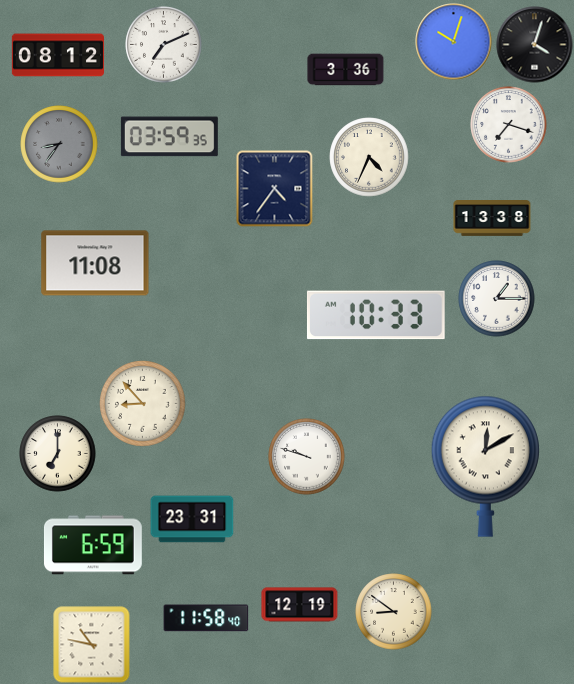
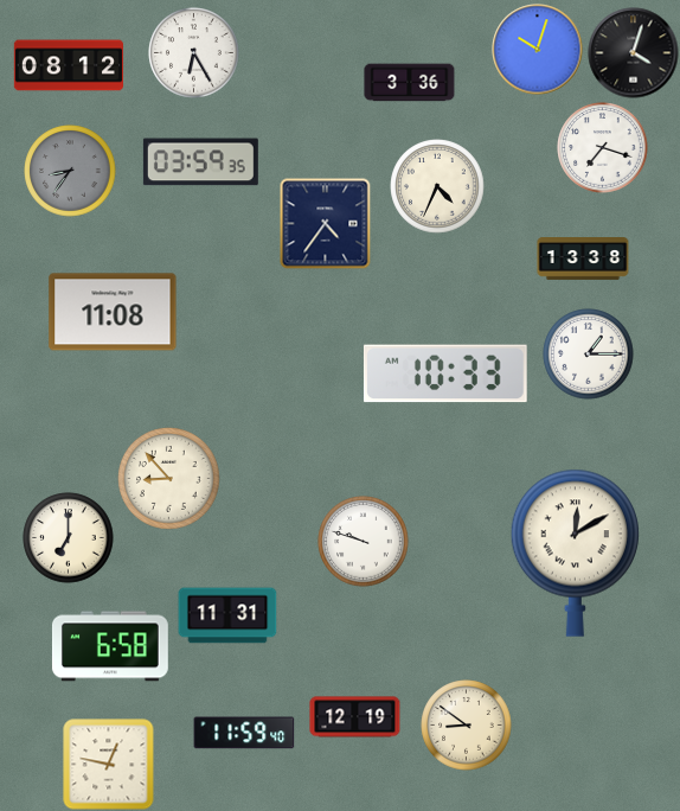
clock at (164, 45): 7:11 -> 6:25
clock at (192, 519): 23:31 -> 11:31
clock at (93, 545): 6:59 -> 6:58
clock at (206, 618): 11:58 -> 11:59
clock at (92, 645): 10:47 -> 12:47
